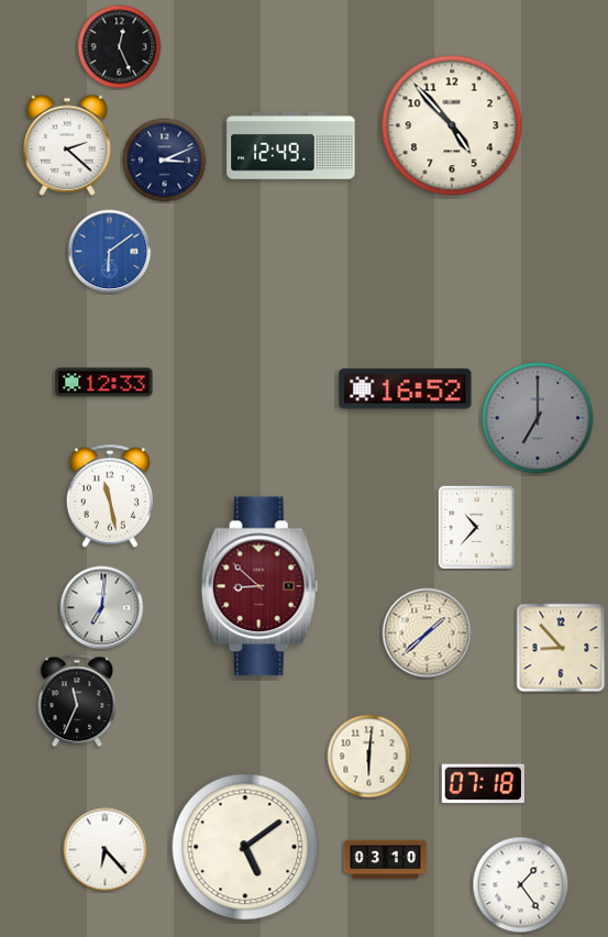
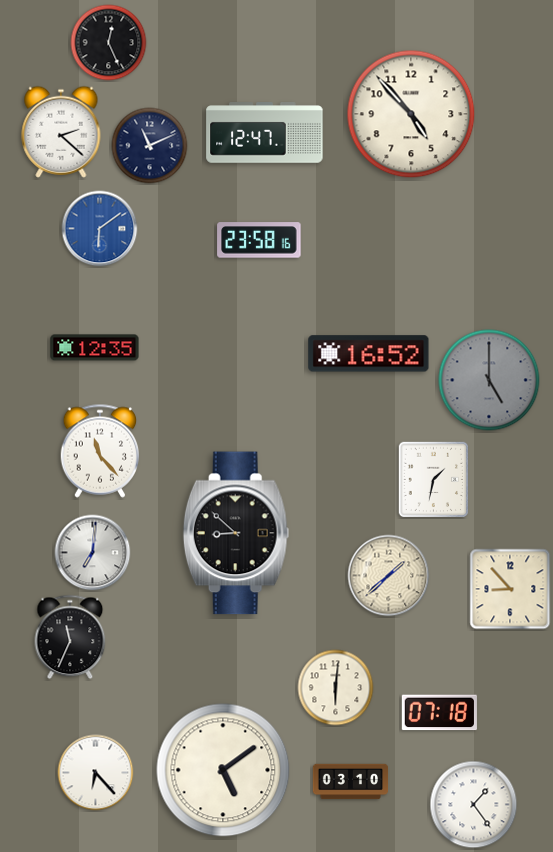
clock at (291, 146): 12:49 -> 12:47
clock at (165, 161): 3:11 -> 11:11
clock at (259, 240): none -> 23:58
clock at (104, 383): 12:33 -> 12:35
clock at (538, 418): 7:00 -> 5:00
clock at (110, 496): 11:28 -> 11:23
clock at (476, 528): 10:37 -> 1:32
clock at (259, 586) dial: burgundy -> black
